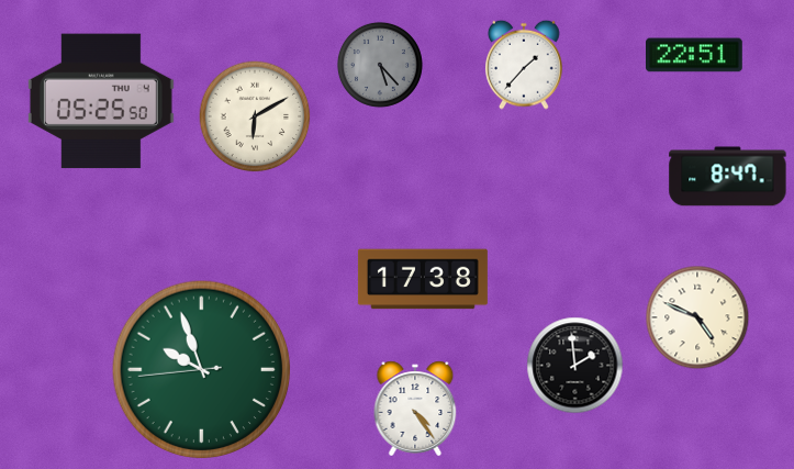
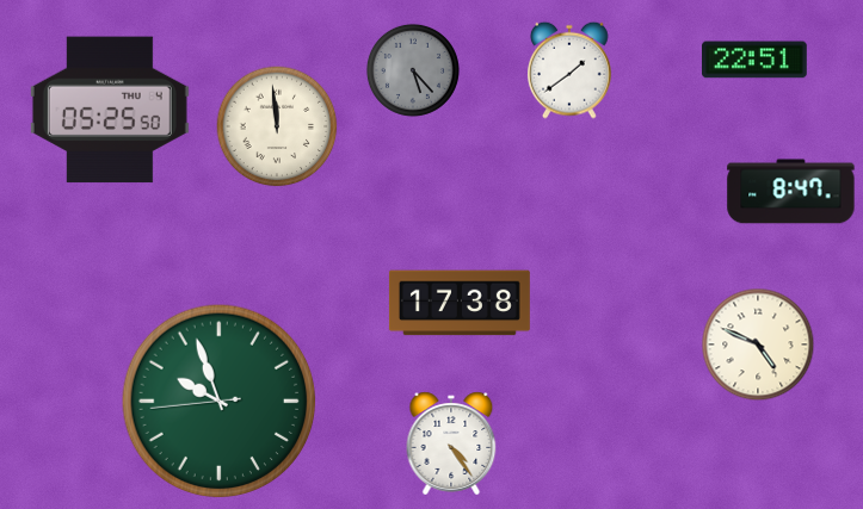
clock at (525, 65): 1:37 -> 1:39
clock at (255, 116): 6:10 -> 11:59
clock at (575, 366): 1:59 -> none
